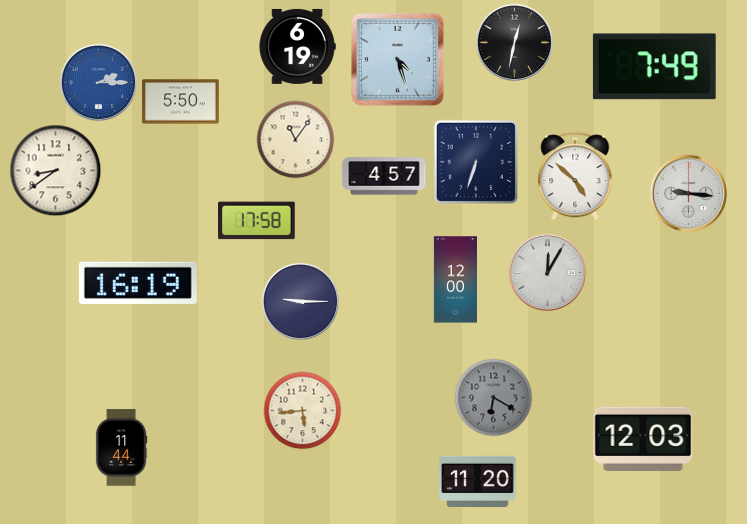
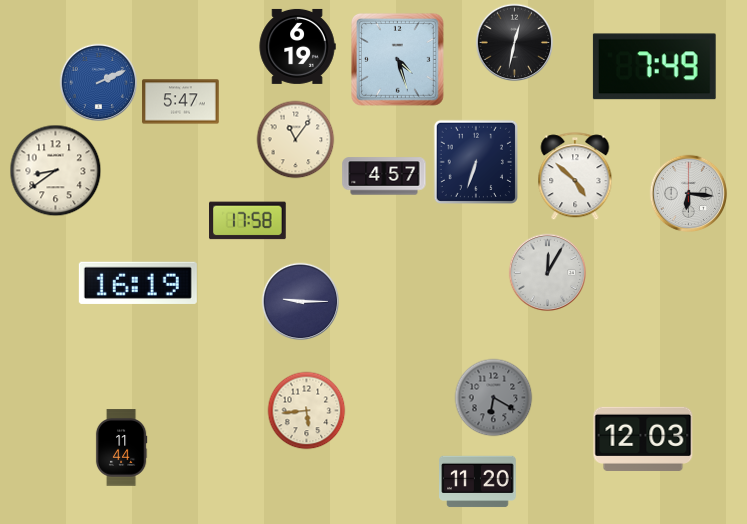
clock at (98, 82): 2:15 -> 2:11
clock at (181, 102): 5:50 -> 5:47
clock at (688, 193): 9:16 -> 6:16
clock at (257, 221) position: (257, 221) -> (248, 221)
clock at (455, 280): 12:00 -> none
clock at (302, 410) position: (302, 410) -> (306, 410)
